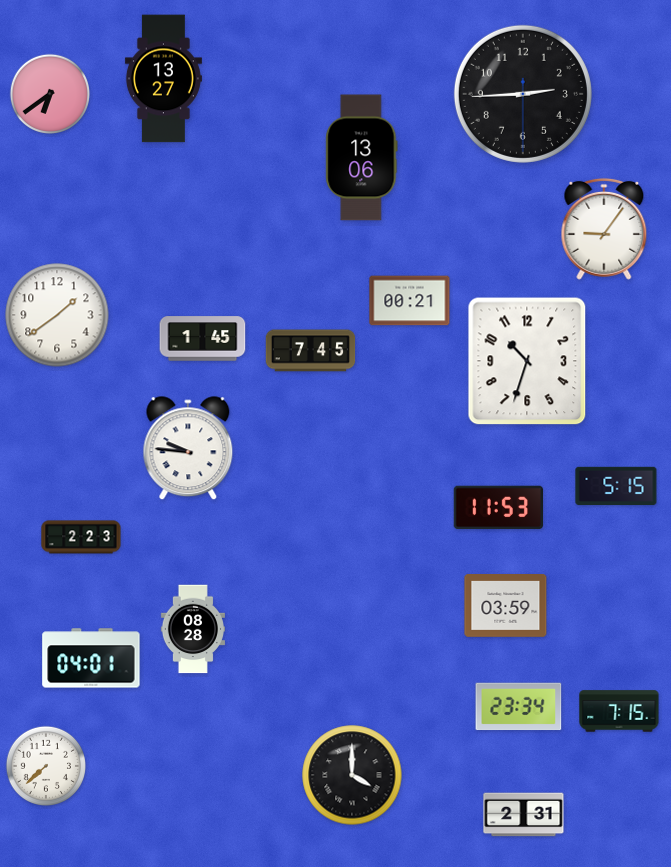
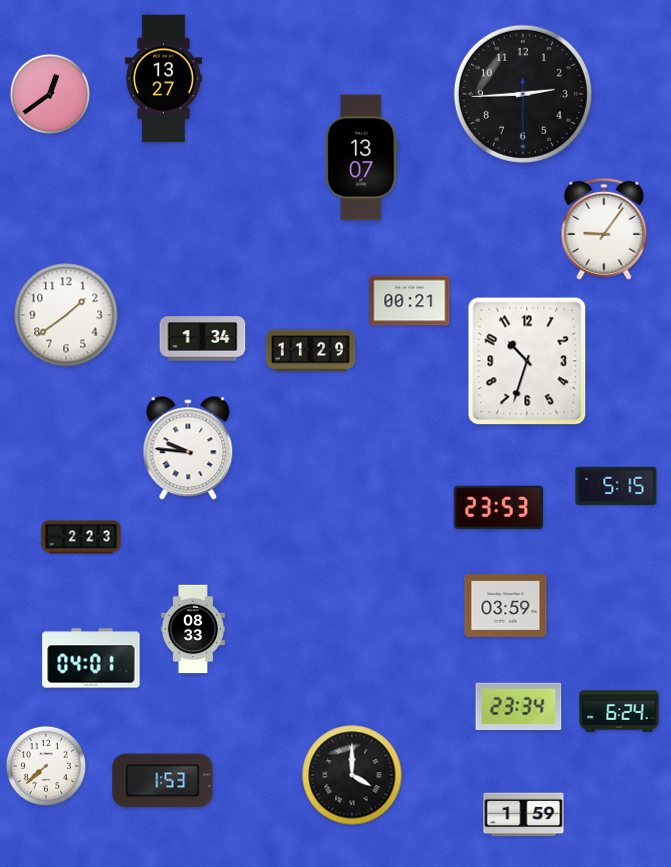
clock at (49, 93): 6:39 -> 12:39
clock at (362, 158): 13:06 -> 13:07
clock at (57, 315) position: (57, 315) -> (66, 315)
clock at (203, 339): 1:45 -> 1:34
clock at (311, 351): 7:45 -> 11:29
clock at (498, 508): 11:53 -> 23:53
clock at (193, 629): 08:28 -> 08:33
clock at (619, 711): 7:15 -> 6:24
clock at (163, 781): none -> 1:53
clock at (524, 815): 2:31 -> 1:59
